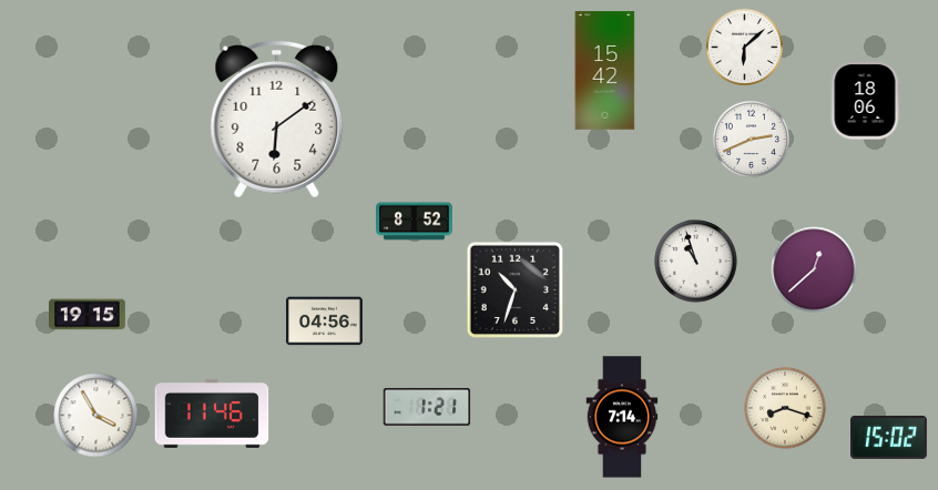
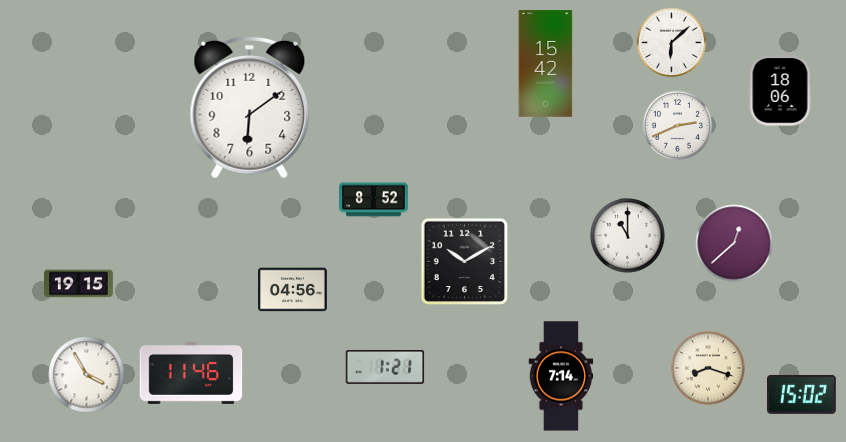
clock at (696, 262): 10:57 -> 11:00
clock at (514, 289): 10:33 -> 10:10
